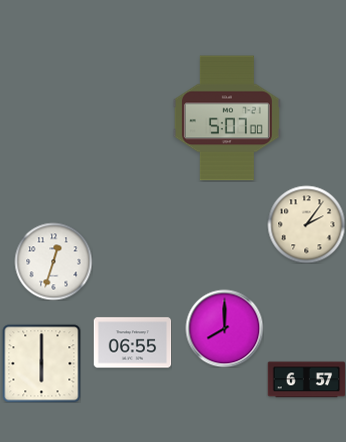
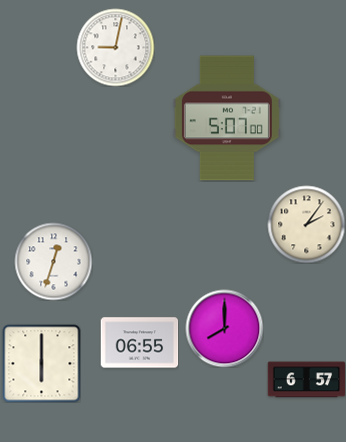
clock at (115, 47): none -> 9:02
clock at (132, 343) position: (132, 343) -> (139, 343)
